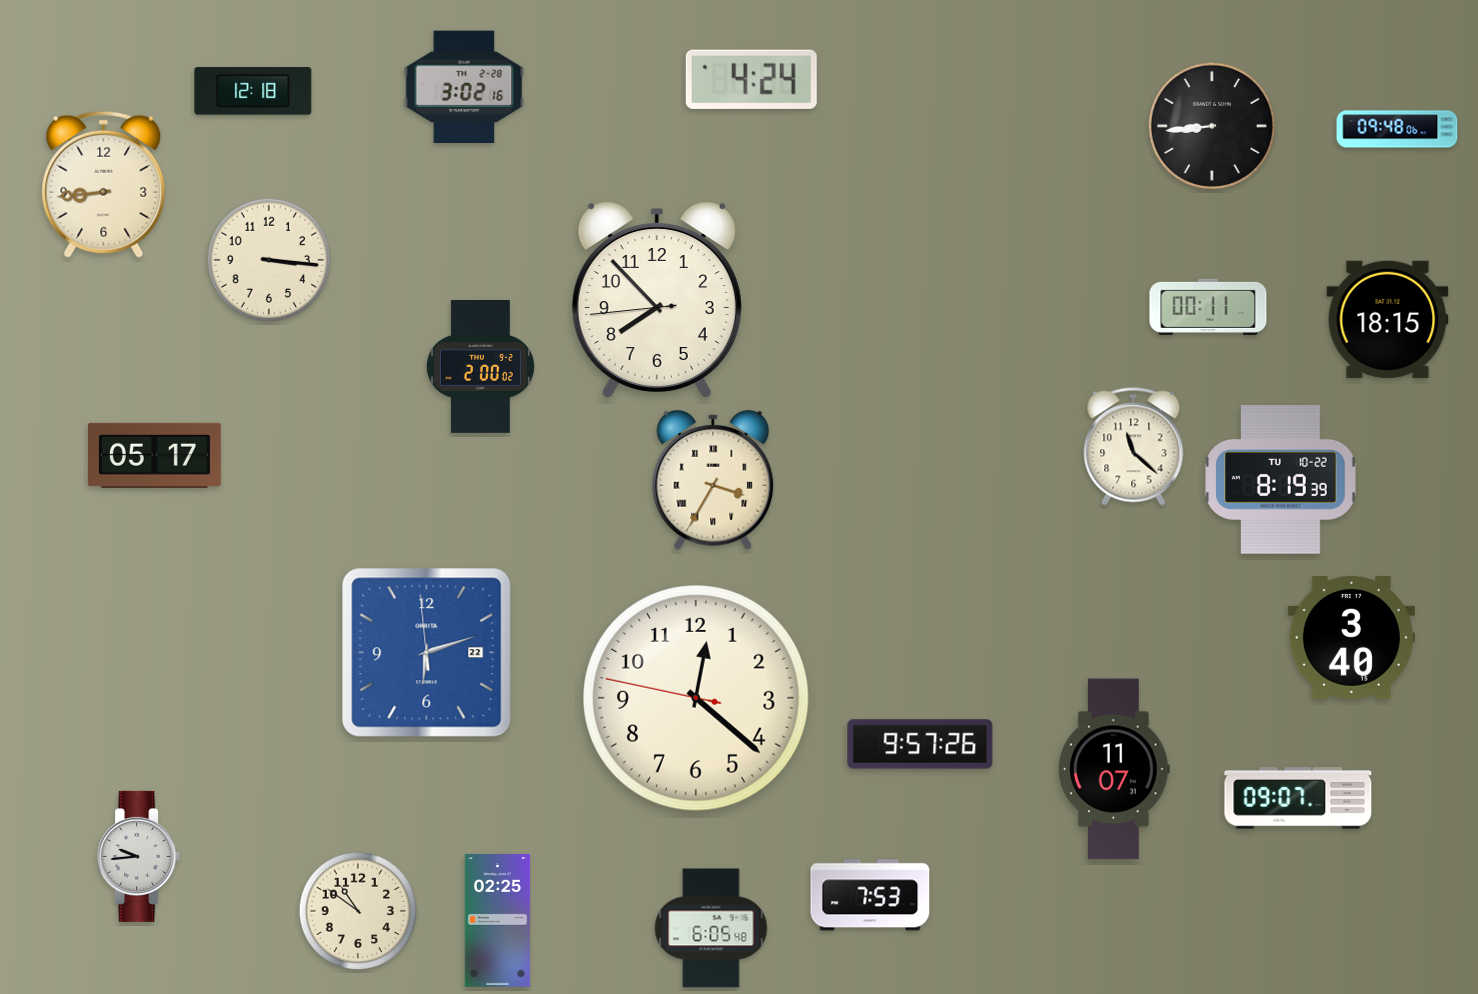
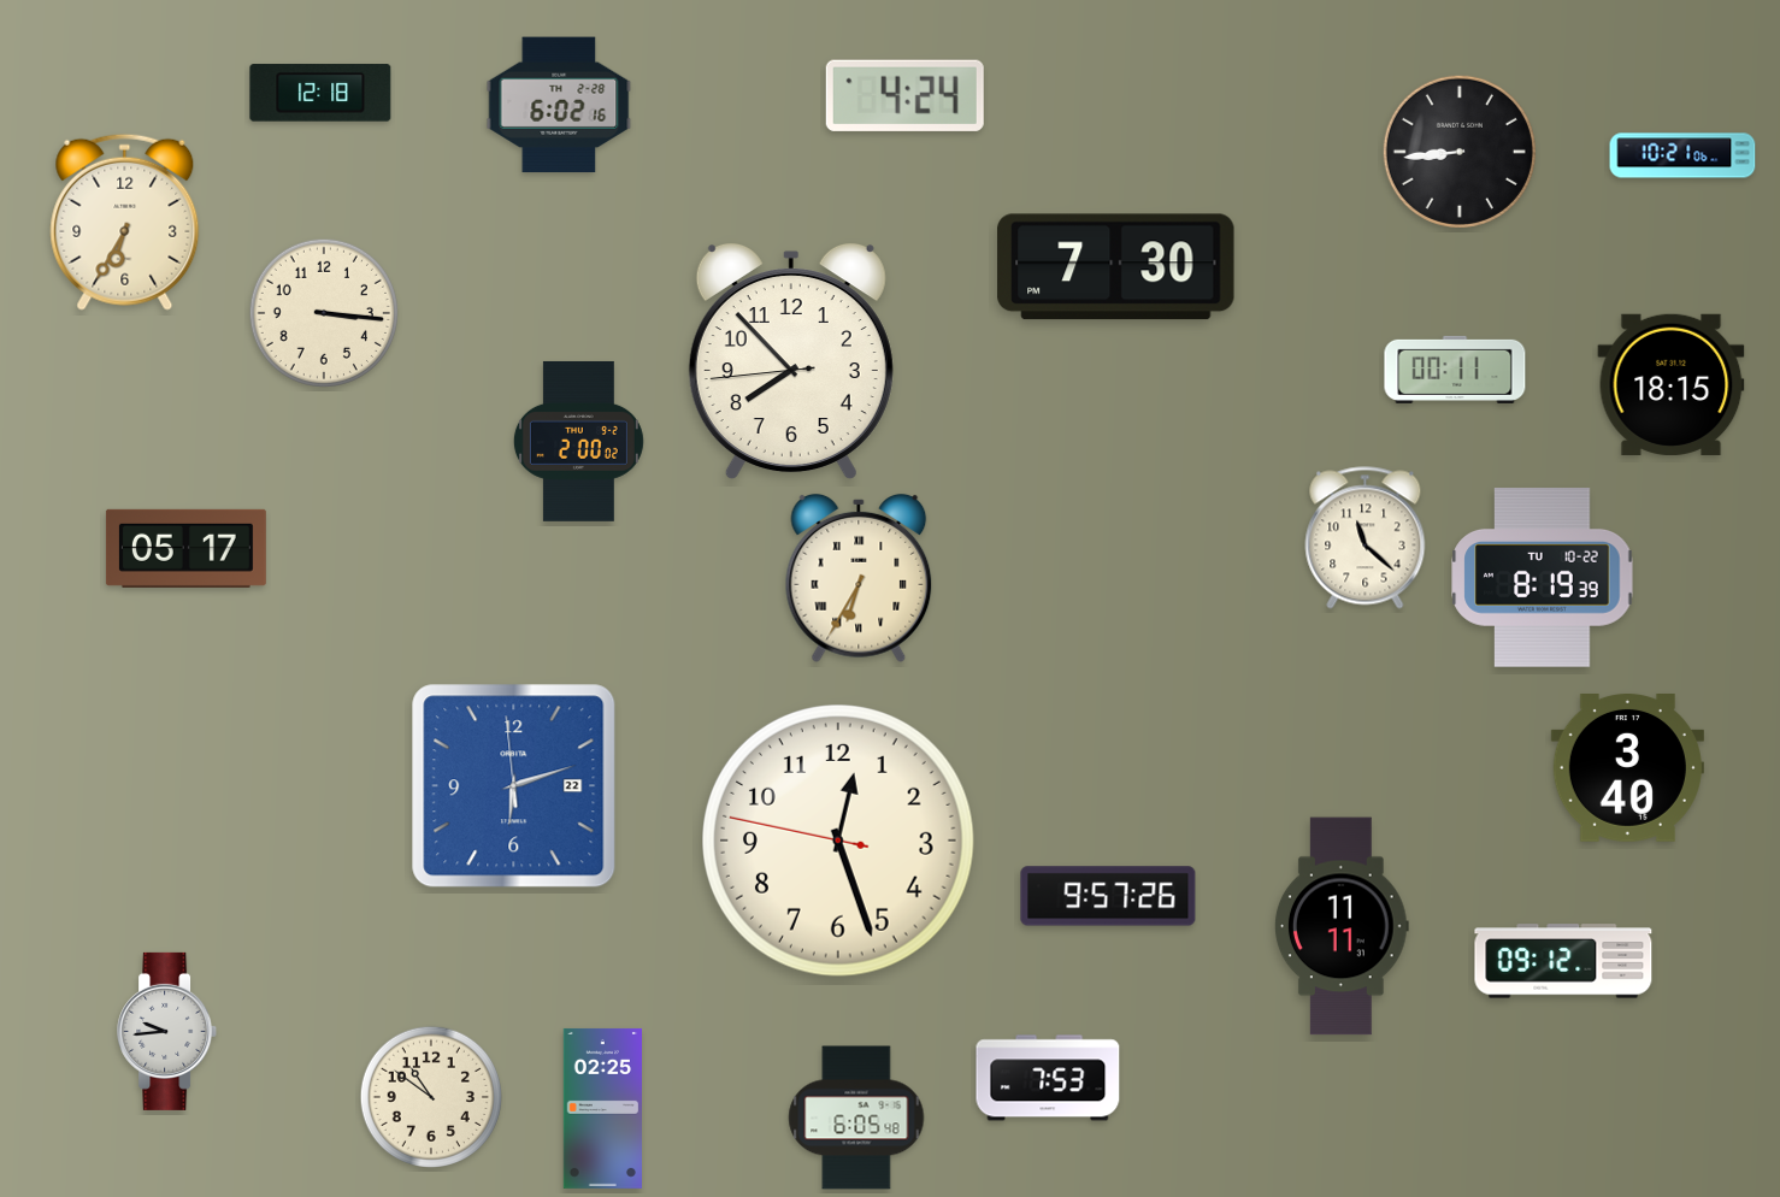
clock at (464, 87): 3:02 -> 6:02
clock at (253, 91) position: (253, 91) -> (320, 93)
clock at (1397, 129): 09:48 -> 10:21
clock at (104, 184): 8:44 -> 6:35
clock at (1116, 267): none -> 7:30
clock at (713, 480): 3:35 -> 6:35
clock at (697, 699): 12:21 -> 12:26
clock at (1114, 769): 11:07 -> 11:11
clock at (1298, 798): 09:07 -> 09:12
clock at (497, 920) position: (497, 920) -> (602, 1108)
